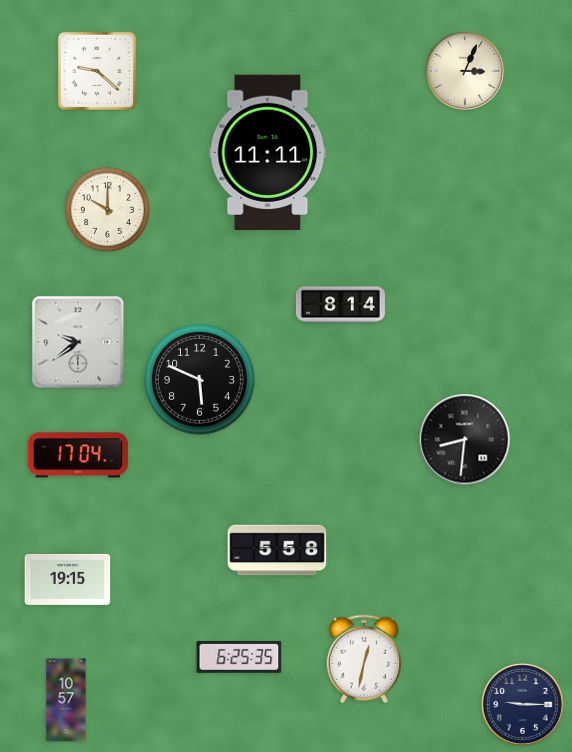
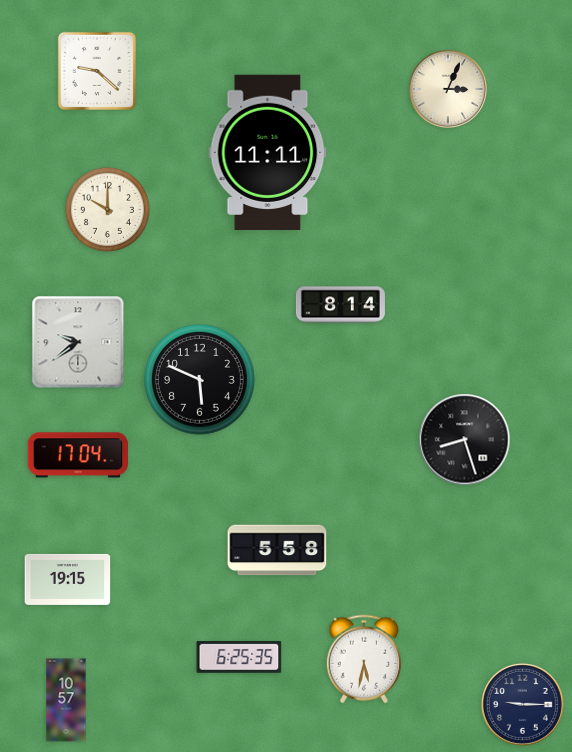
clock at (465, 71) position: (465, 71) -> (448, 89)
clock at (465, 440): 8:31 -> 8:27
clock at (364, 659): 12:32 -> 5:32
